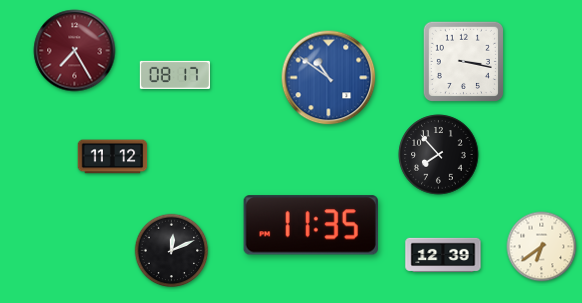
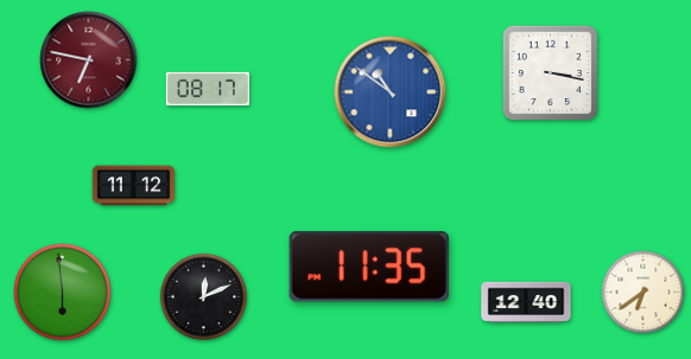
clock at (75, 51): 7:25 -> 6:47
clock at (439, 155): 7:53 -> none
clock at (63, 293): none -> 5:59
clock at (443, 255): 12:39 -> 12:40
